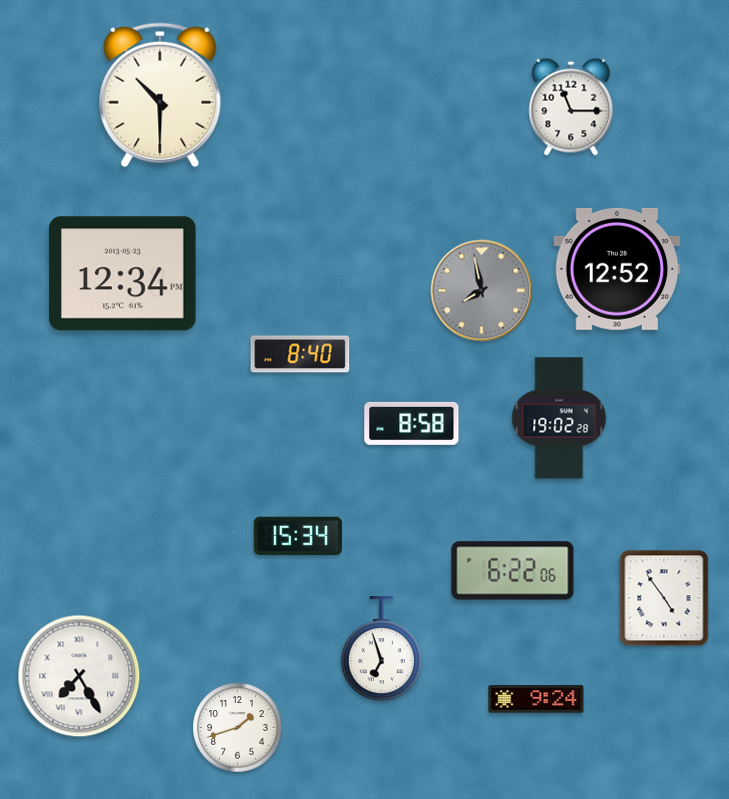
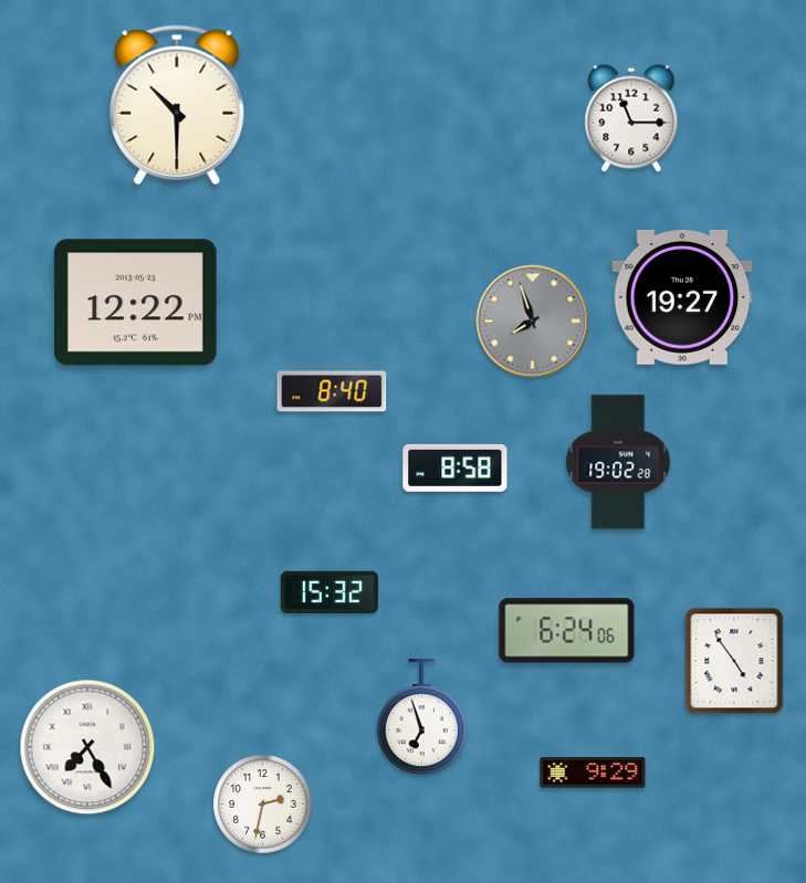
clock at (617, 269): 12:52 -> 19:27
clock at (123, 274): 12:34 -> 12:22
clock at (482, 291): 7:58 -> 7:57
clock at (298, 536): 15:34 -> 15:32
clock at (513, 571): 6:22 -> 6:24
clock at (536, 699): 9:24 -> 9:29
clock at (238, 728): 1:42 -> 2:32
